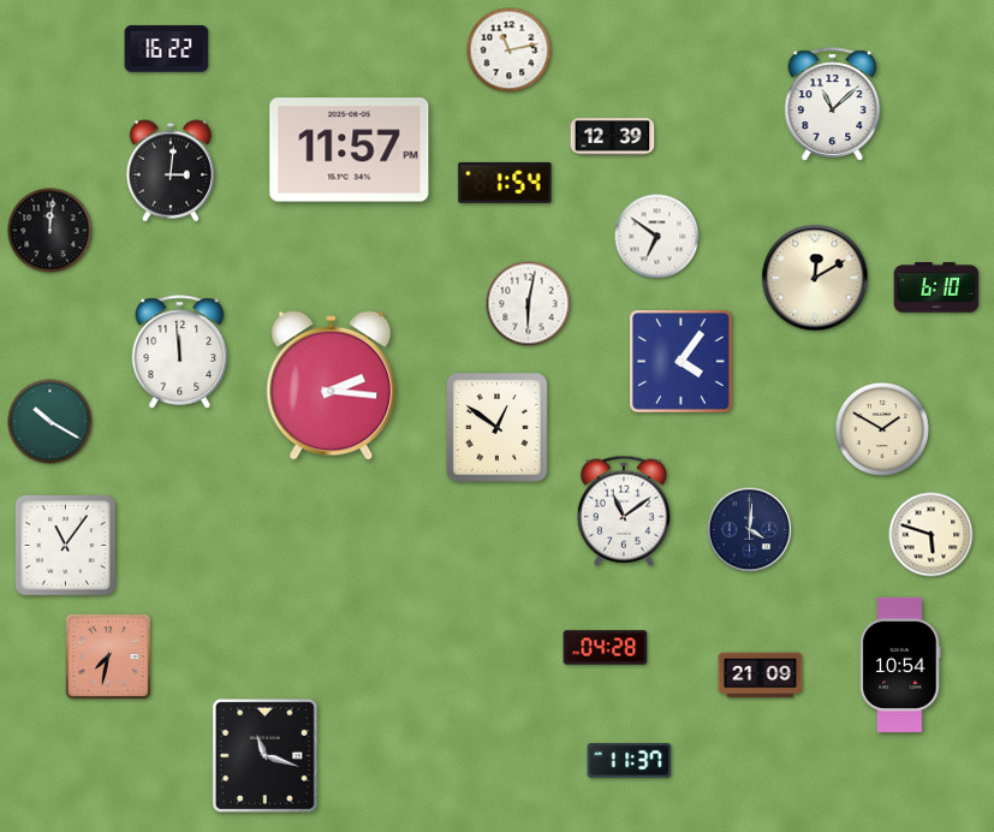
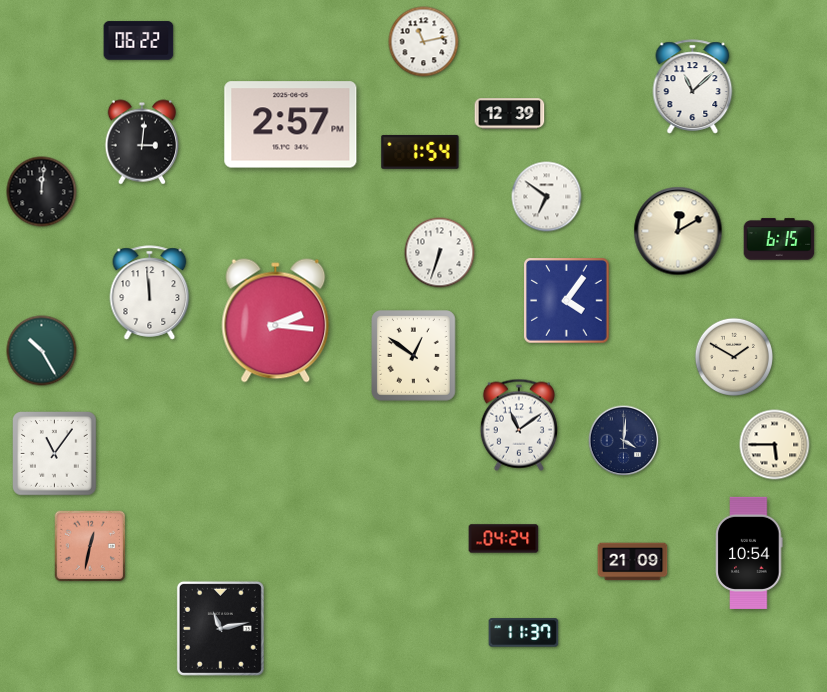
clock at (167, 49): 16:22 -> 06:22
clock at (350, 150): 11:57 -> 2:57
clock at (936, 287): 6:10 -> 6:15
clock at (529, 304): 6:02 -> 6:33
clock at (50, 422): 10:20 -> 10:25
clock at (931, 535): 5:48 -> 5:45
clock at (606, 648): 04:28 -> 04:24
clock at (108, 656): 7:32 -> 12:32
clock at (264, 755): 11:18 -> 11:13
